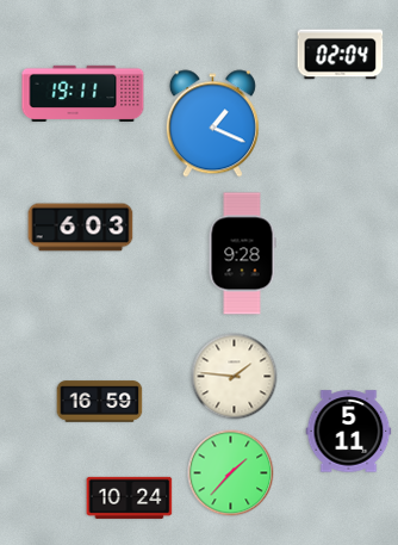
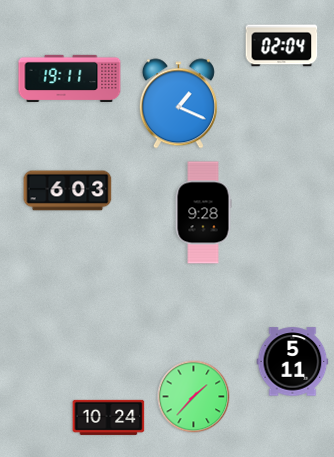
clock at (341, 55) position: (341, 55) -> (282, 46)
clock at (235, 377): 1:46 -> none
clock at (100, 402): 16:59 -> none
